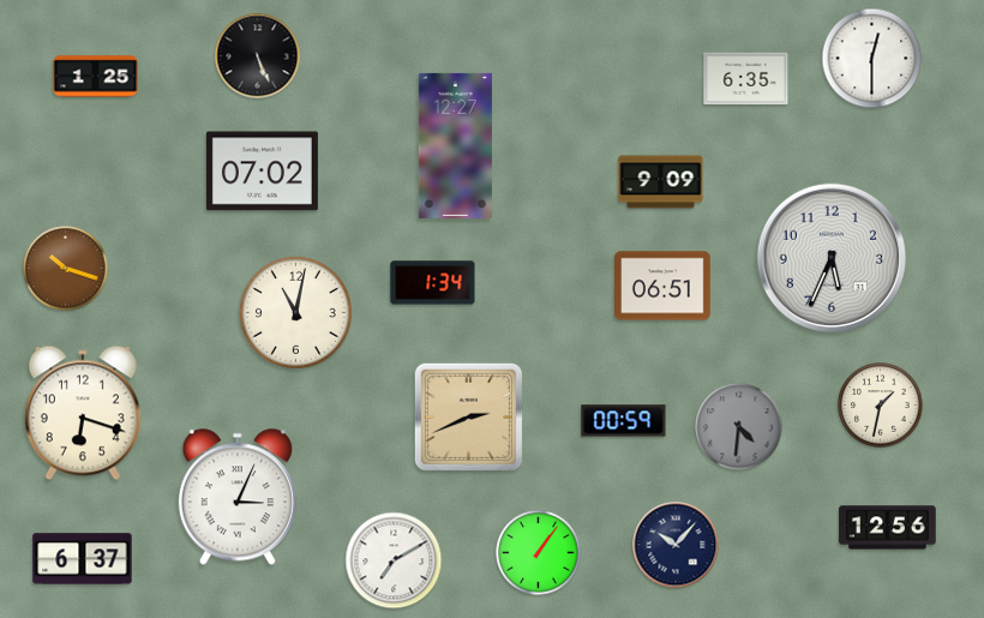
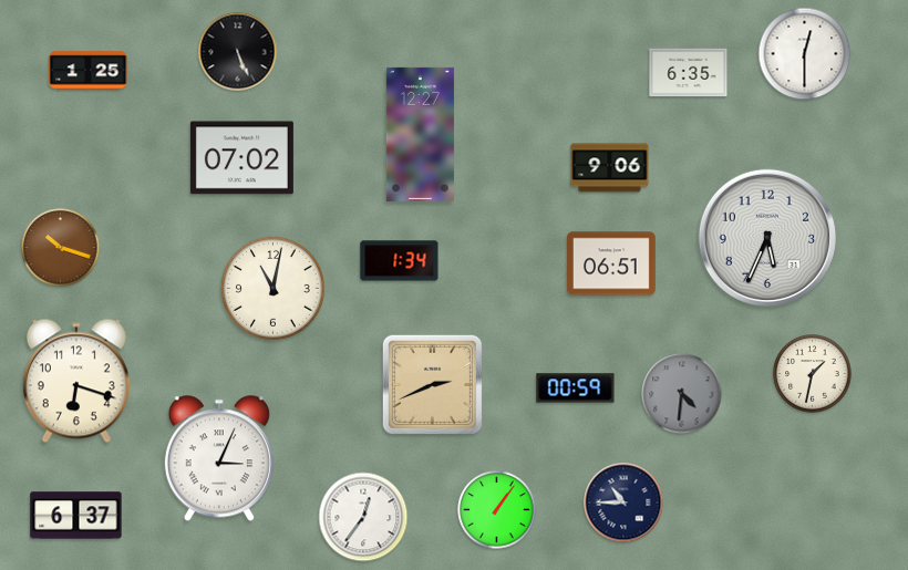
clock at (661, 182): 9:09 -> 9:06
clock at (888, 528): 12:56 -> none
clock at (676, 545): 10:07 -> 10:45
clock at (394, 560): 7:10 -> 12:36
